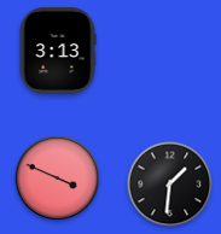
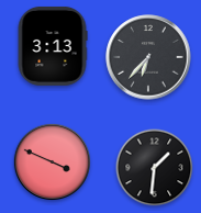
clock at (148, 57): none -> 6:37
